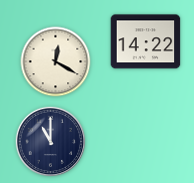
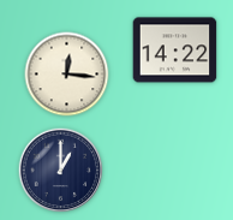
clock at (56, 62): 12:20 -> 12:16
clock at (51, 142): 11:00 -> 1:00
